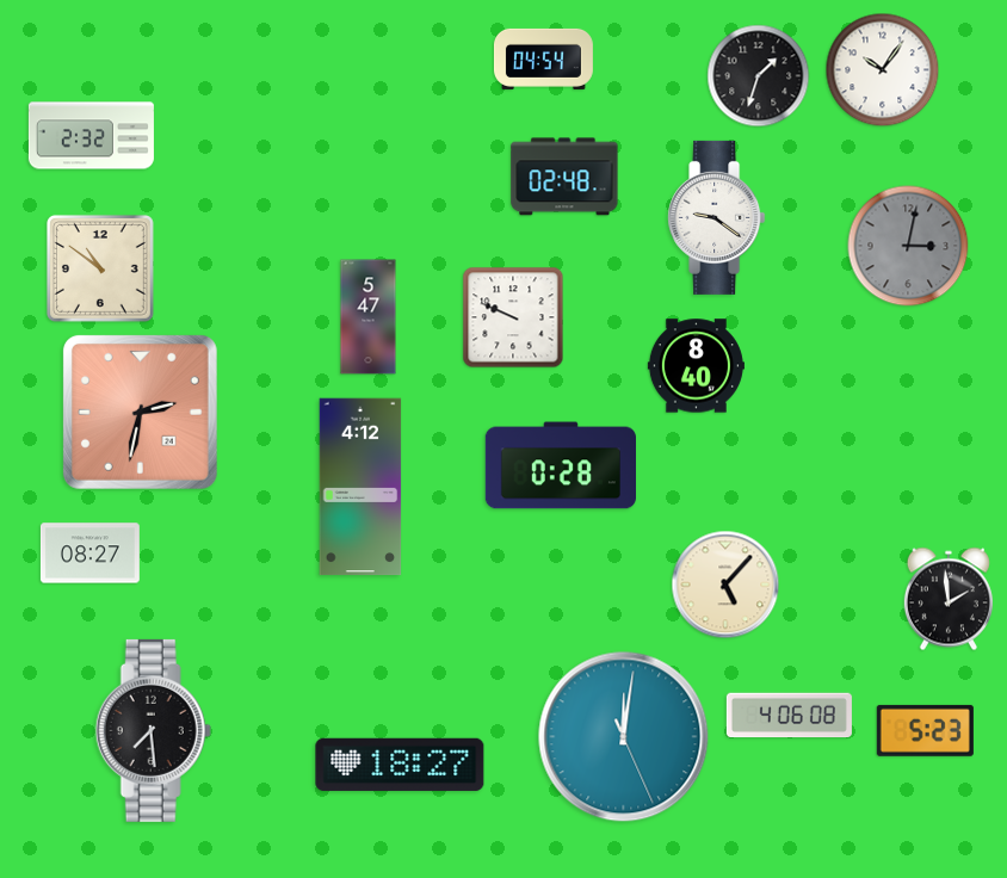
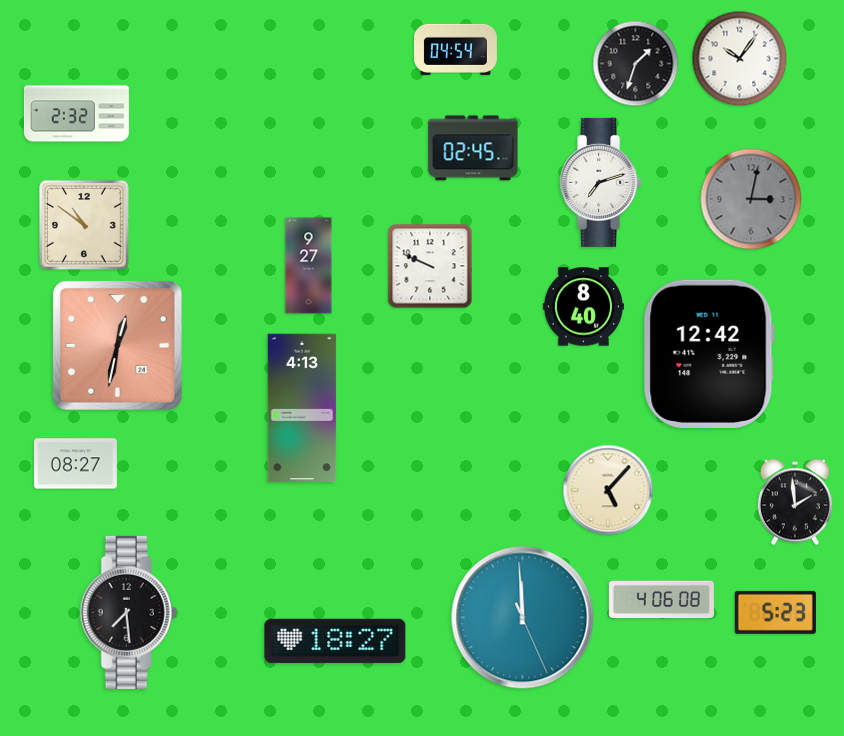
clock at (564, 177): 02:48 -> 02:45
clock at (717, 217): 9:21 -> 7:12
clock at (908, 246) position: (908, 246) -> (751, 199)
clock at (369, 317): 5:47 -> 9:27
clock at (140, 412): 2:32 -> 12:32
clock at (709, 354): none -> 12:42
clock at (560, 465): 0:28 -> none
clock at (360, 487): 4:12 -> 4:13
clock at (624, 737): 12:01 -> 11:59
